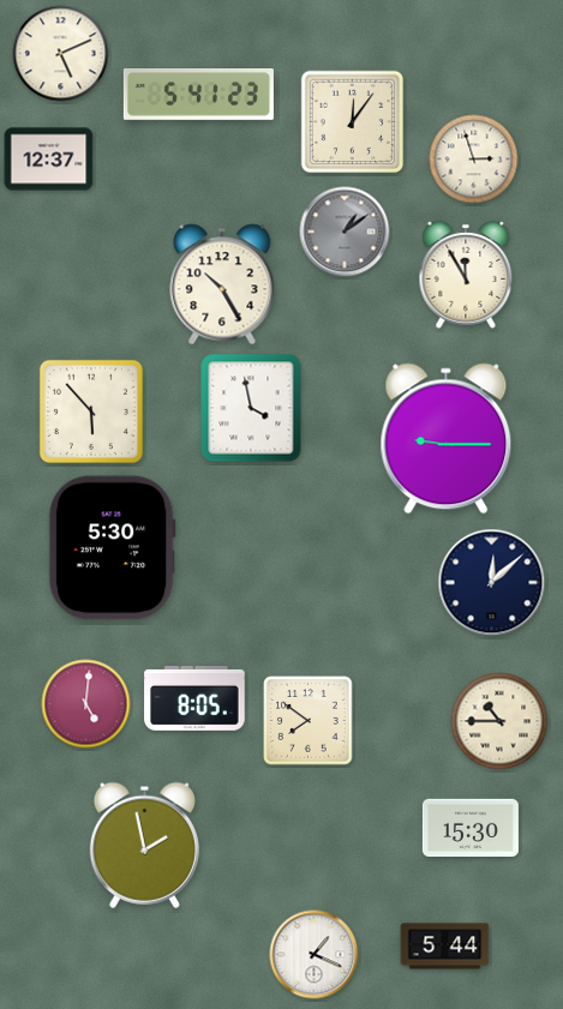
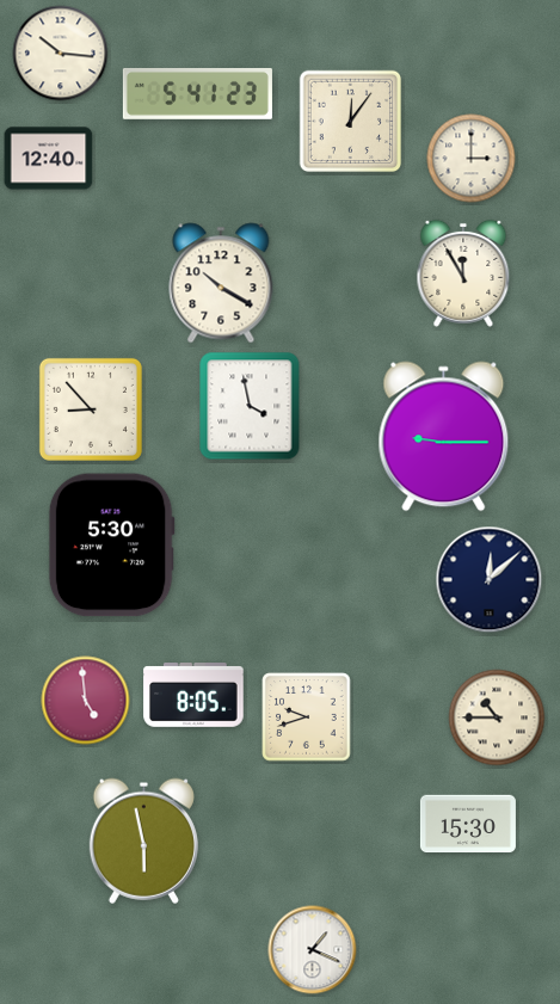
clock at (61, 54): 5:11 -> 10:16
clock at (49, 160): 12:37 -> 12:40
clock at (474, 160): 2:57 -> 3:00
clock at (345, 232): 1:09 -> none
clock at (222, 284): 10:25 -> 10:20
clock at (91, 412): 5:53 -> 8:53
clock at (86, 704): 5:01 -> 4:59
clock at (309, 721): 7:51 -> 9:42
clock at (144, 845): 1:58 -> 5:58
clock at (445, 947): 5:44 -> none
